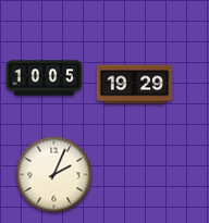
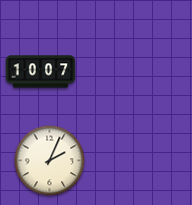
clock at (45, 78): 10:05 -> 10:07
clock at (135, 85): 19:29 -> none
